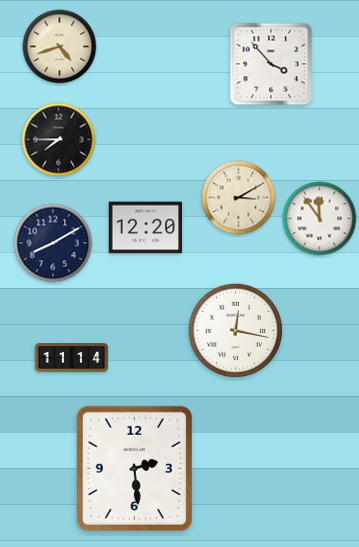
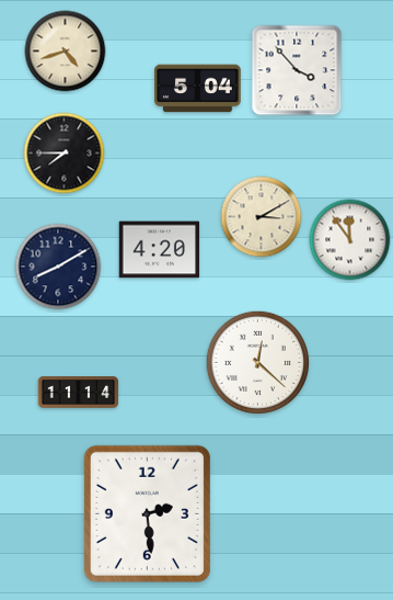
clock at (198, 89): none -> 5:04
clock at (146, 228): 12:20 -> 4:20
clock at (235, 330): 12:17 -> 12:22
